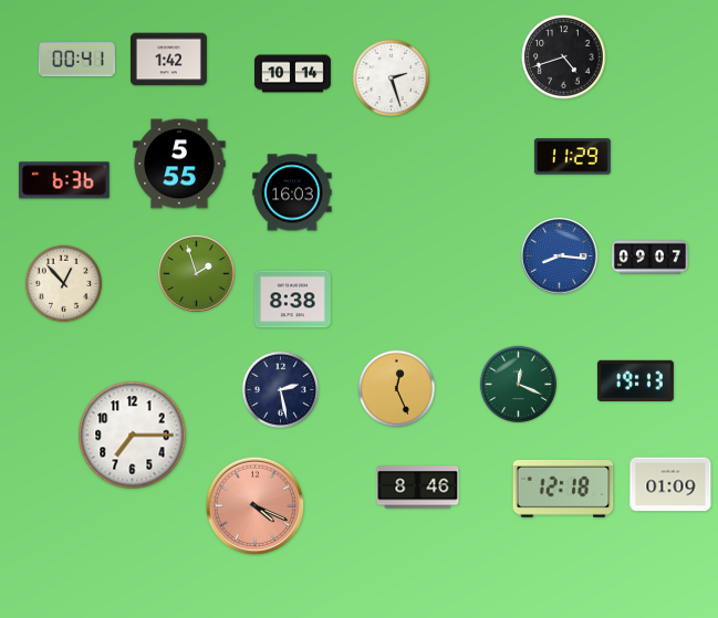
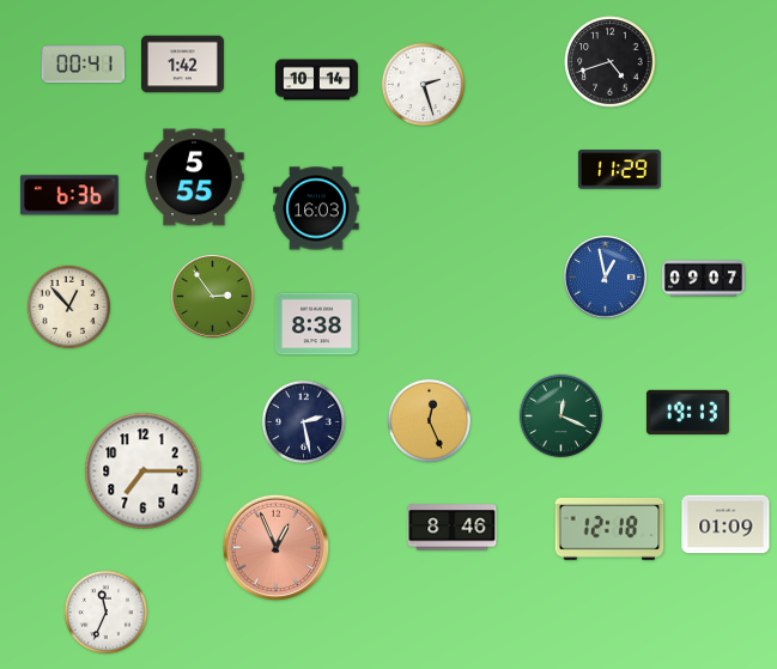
clock at (560, 256): 8:16 -> 12:58
clock at (197, 274): 1:57 -> 2:54
clock at (256, 506): 4:19 -> 12:56
clock at (107, 613): none -> 11:34
